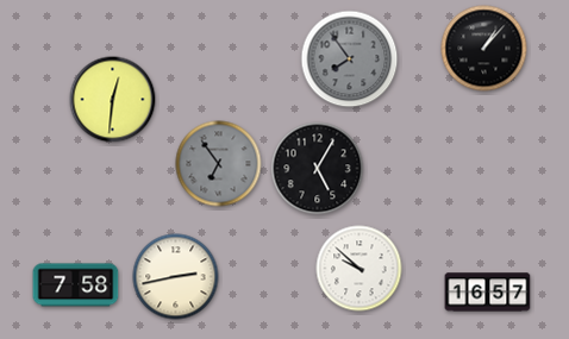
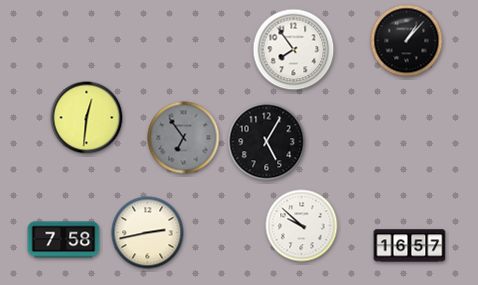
clock at (350, 59) dial: grey -> white
clock at (113, 100) position: (113, 100) -> (87, 118)
